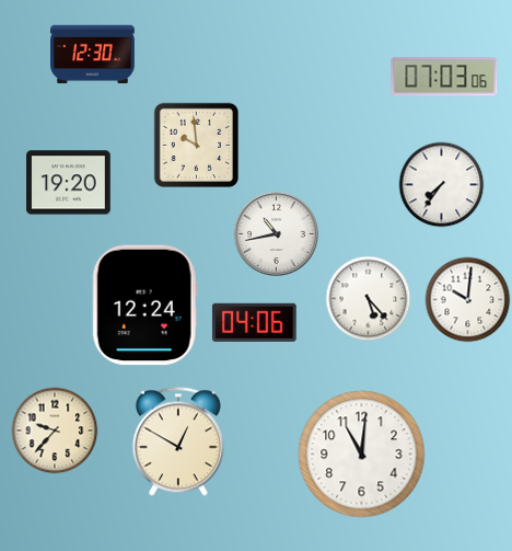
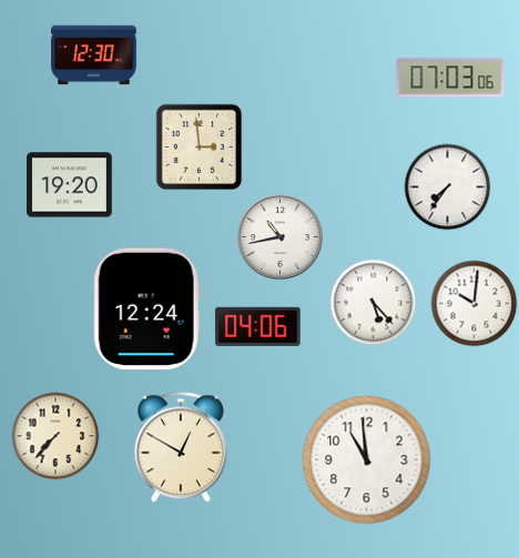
clock at (196, 145): 9:59 -> 2:59
clock at (55, 431): 9:37 -> 7:37
clock at (362, 455): 11:01 -> 10:59
